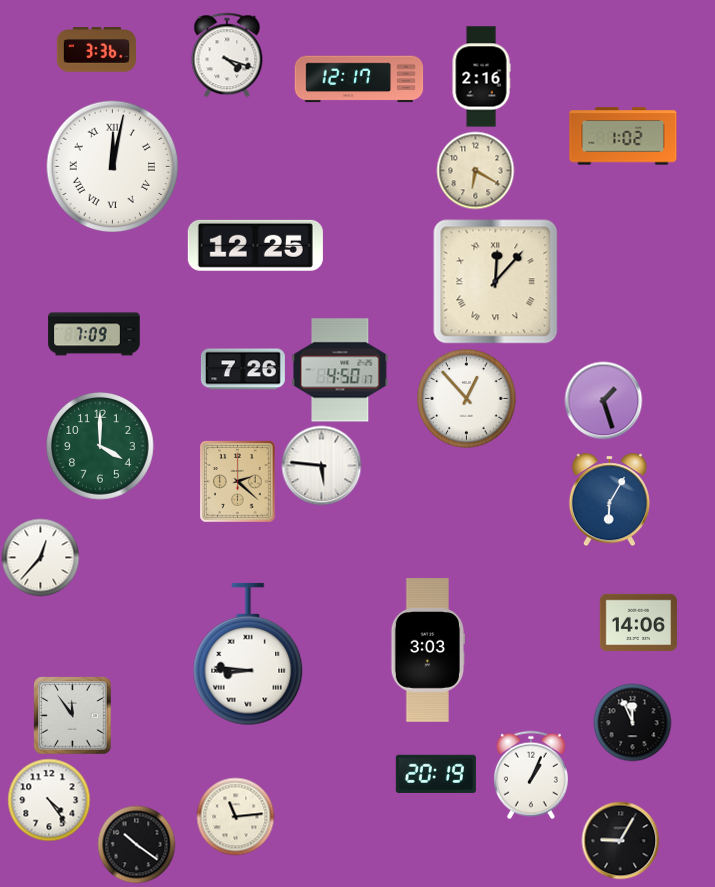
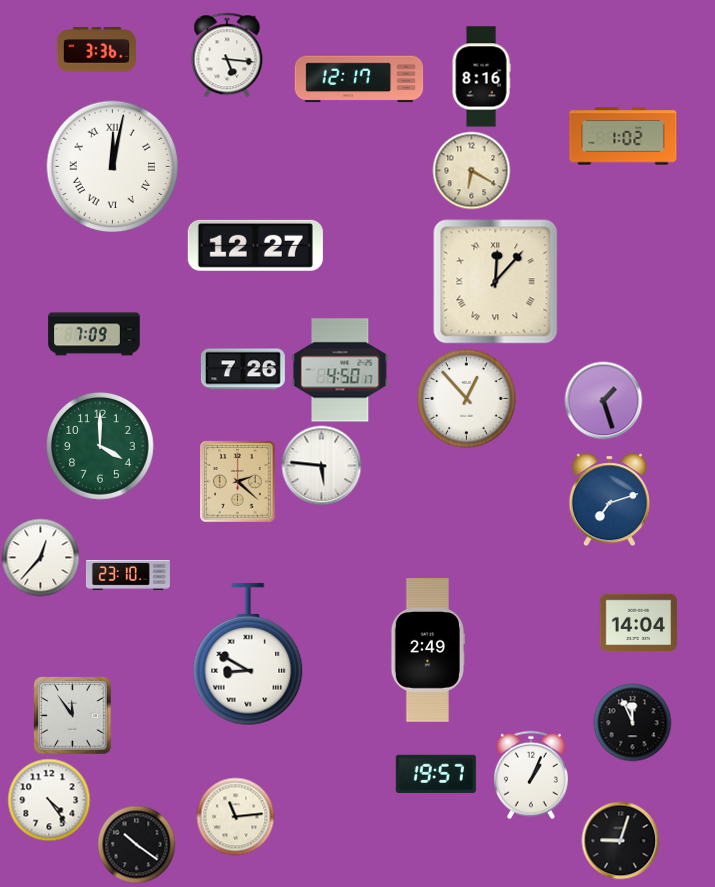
clock at (227, 55): 4:18 -> 5:16
clock at (481, 77): 2:16 -> 8:16
clock at (475, 170) position: (475, 170) -> (471, 170)
clock at (255, 245): 12:25 -> 12:27
clock at (609, 499): 6:05 -> 7:12
clock at (128, 576): none -> 23:10
clock at (638, 623): 14:06 -> 14:04
clock at (427, 650): 3:03 -> 2:49
clock at (248, 654): 8:46 -> 8:50
clock at (436, 774): 20:19 -> 19:57
clock at (620, 840): 9:05 -> 9:03
